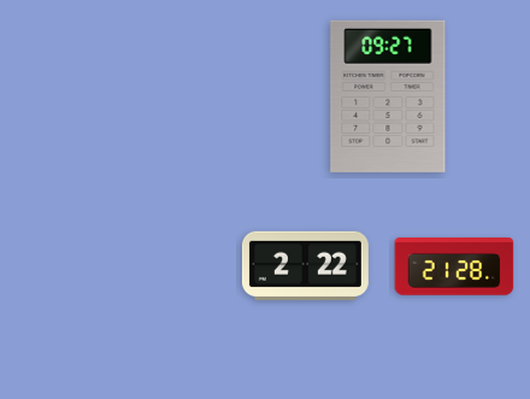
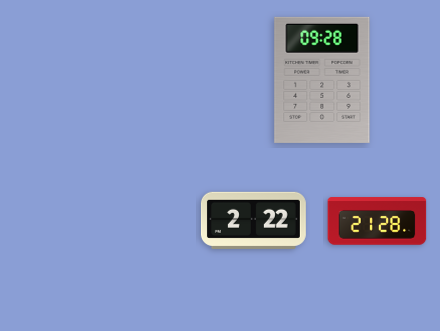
clock at (388, 96): 09:27 -> 09:28
